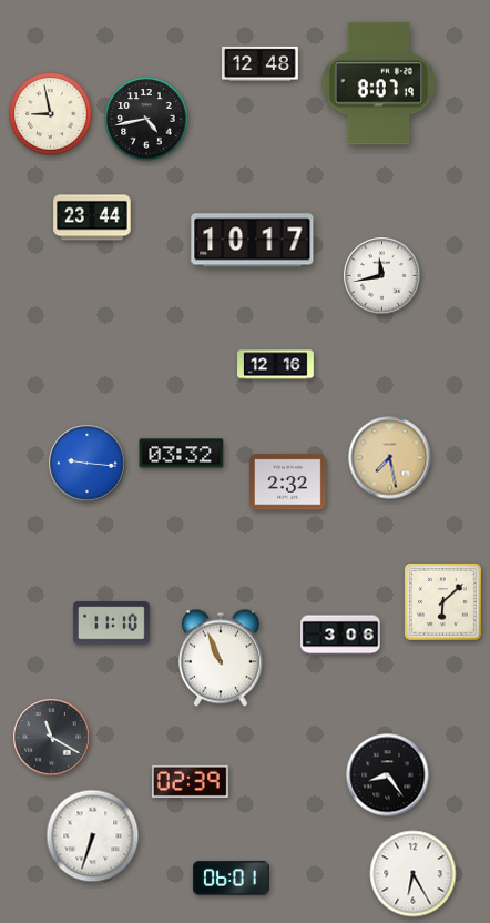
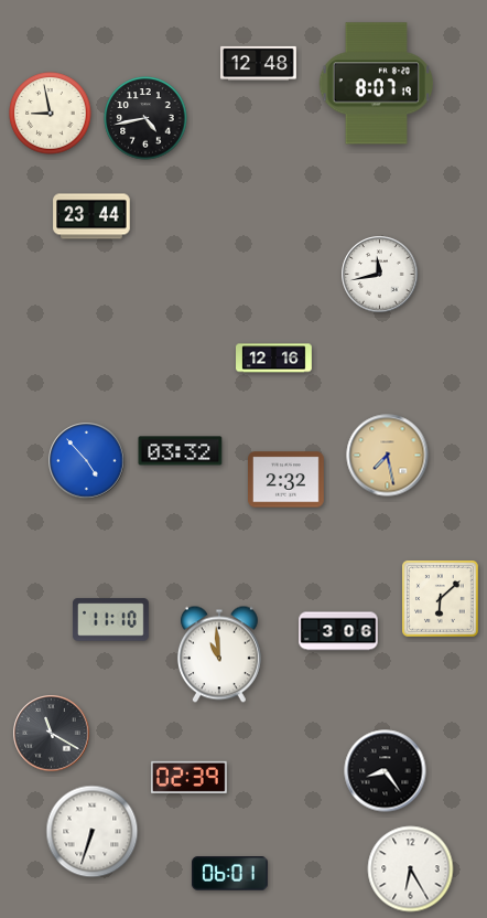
clock at (253, 241): 10:17 -> none
clock at (276, 365) position: (276, 365) -> (274, 359)
clock at (88, 464): 9:16 -> 4:53
clock at (221, 658): 10:56 -> 10:59
